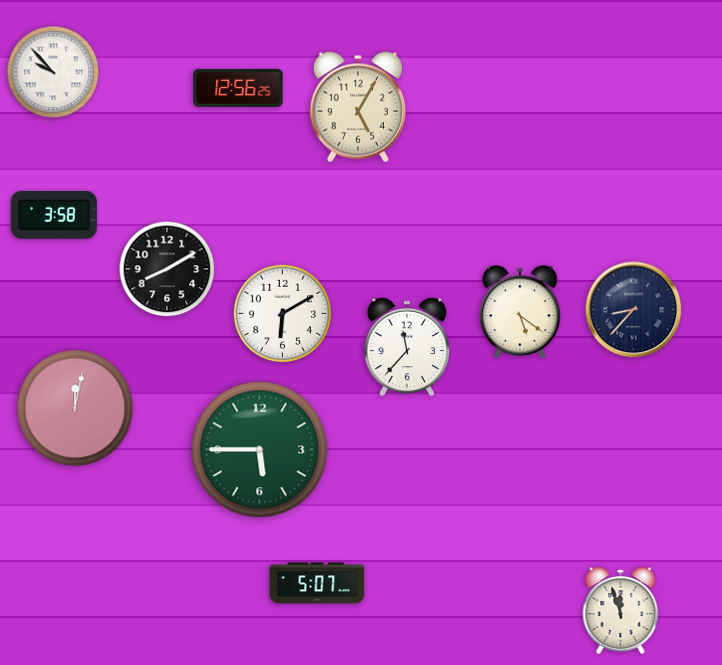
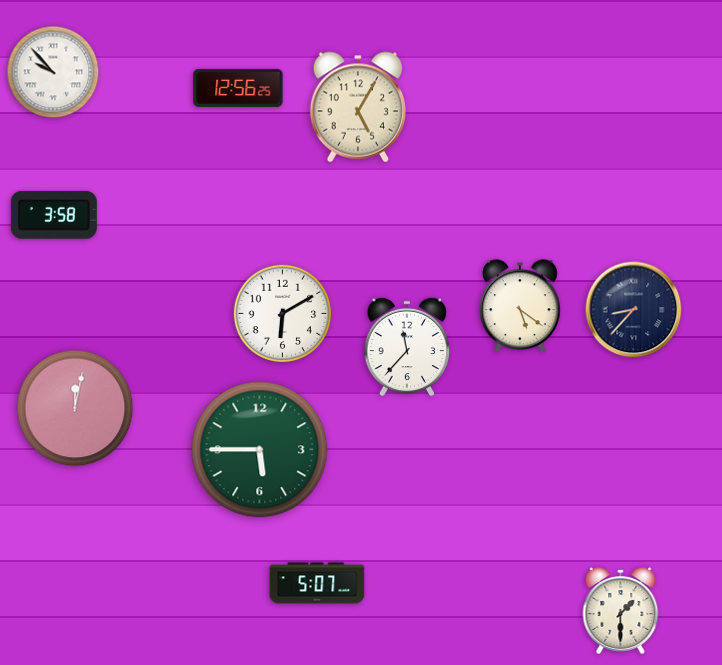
clock at (167, 269): 8:10 -> none
clock at (521, 313) position: (521, 313) -> (521, 307)
clock at (621, 610): 11:57 -> 1:30
